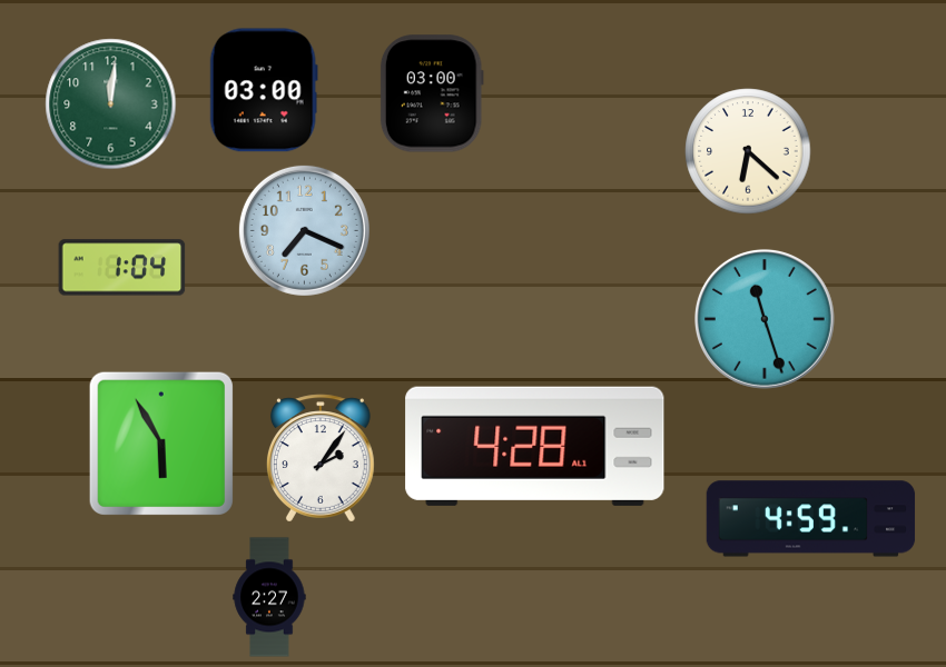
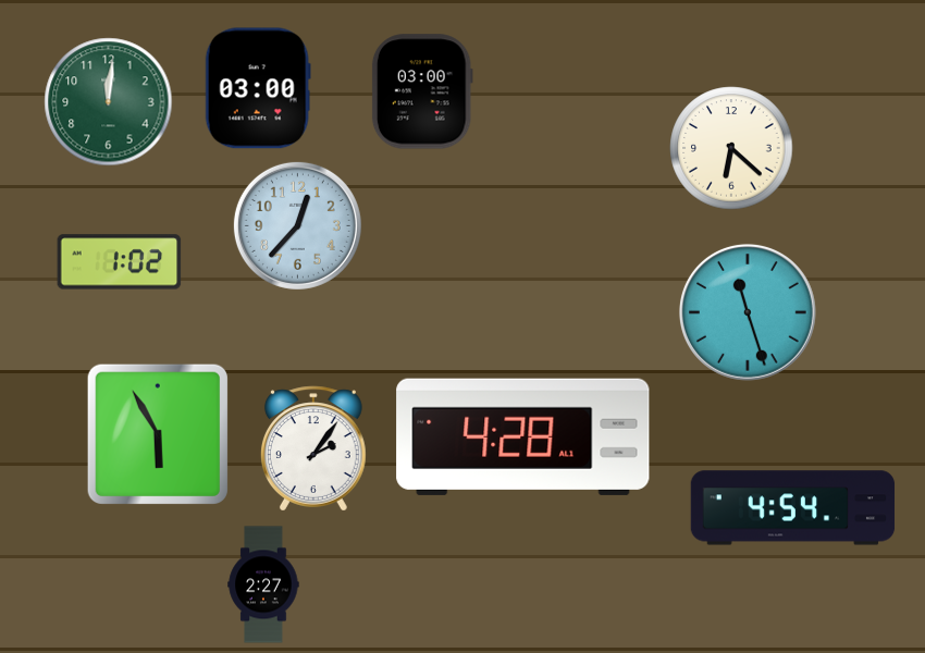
clock at (304, 230): 7:19 -> 12:37
clock at (122, 268): 1:04 -> 1:02
clock at (811, 519): 4:59 -> 4:54
